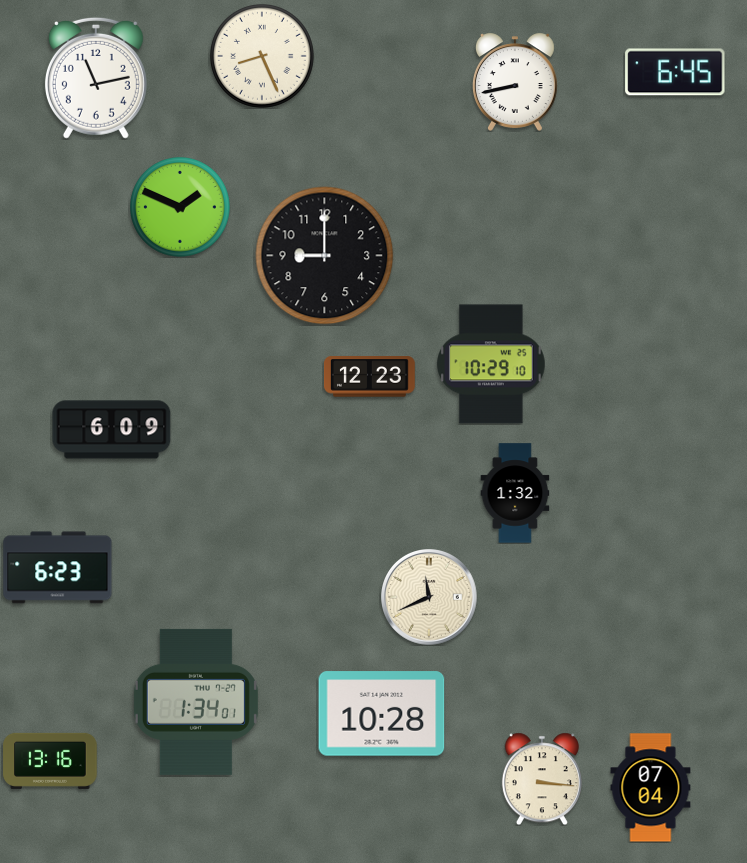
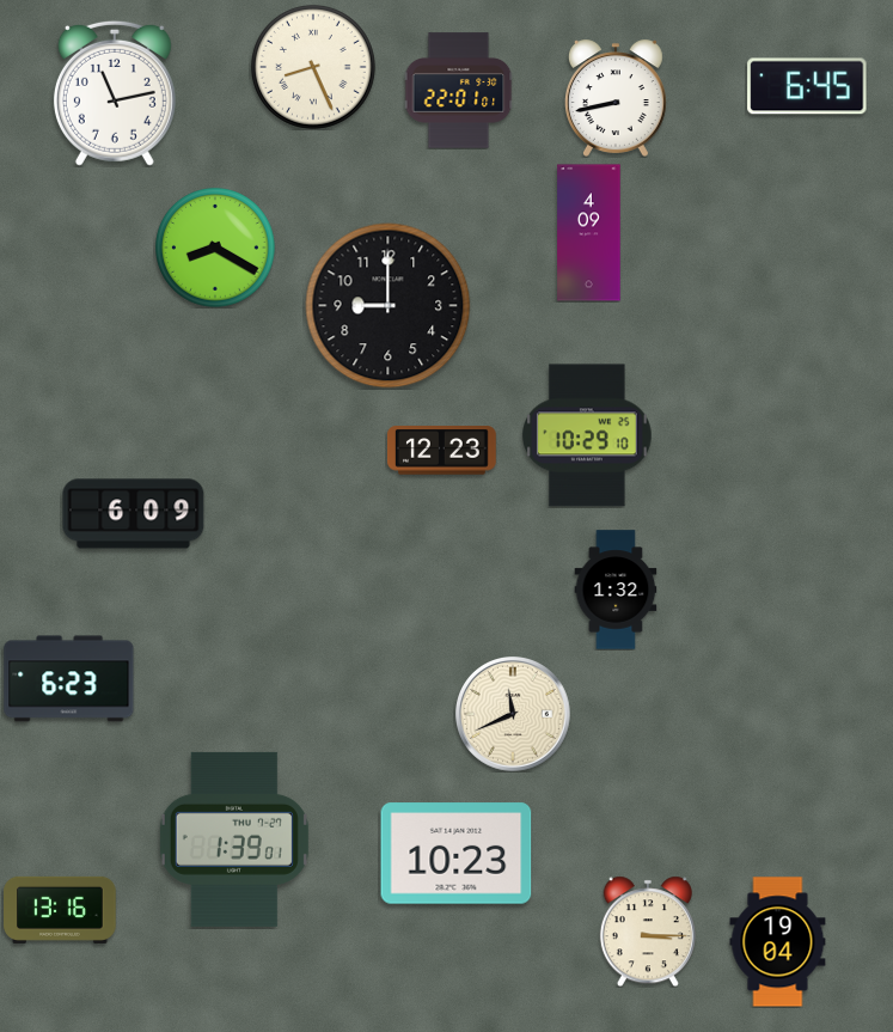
clock at (459, 91): none -> 22:01
clock at (589, 233): none -> 4:09
clock at (180, 207): 1:49 -> 8:20
clock at (196, 702): 1:34 -> 1:39
clock at (382, 714): 10:28 -> 10:23
clock at (542, 779): 3:16 -> 3:15
clock at (651, 788): 07:04 -> 19:04
